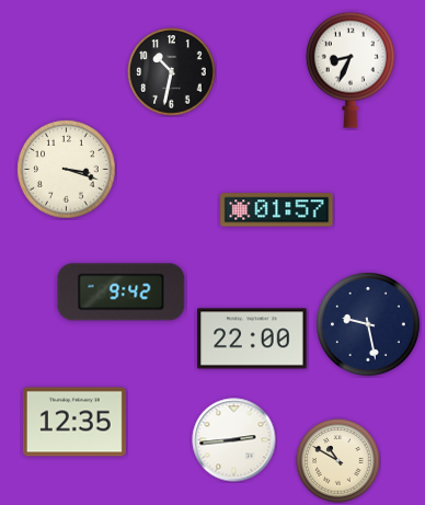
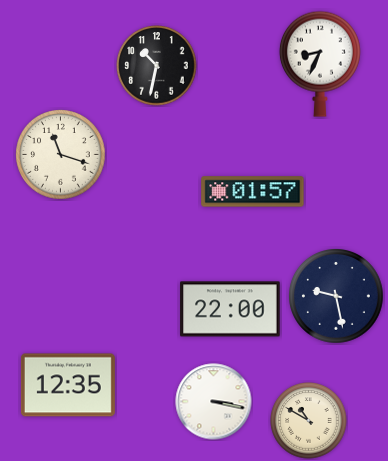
clock at (67, 170): 3:18 -> 11:18
clock at (122, 292): 9:42 -> none
clock at (234, 440): 2:44 -> 3:17
